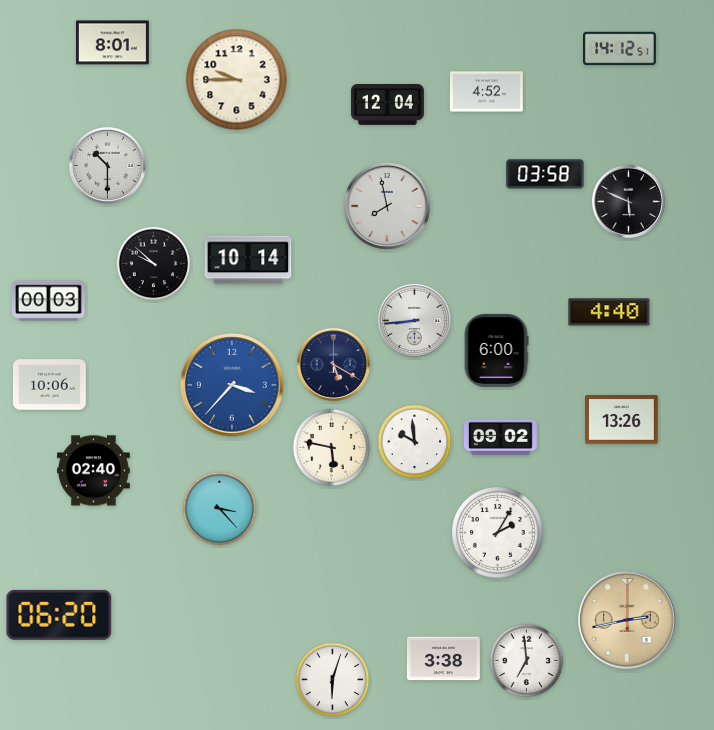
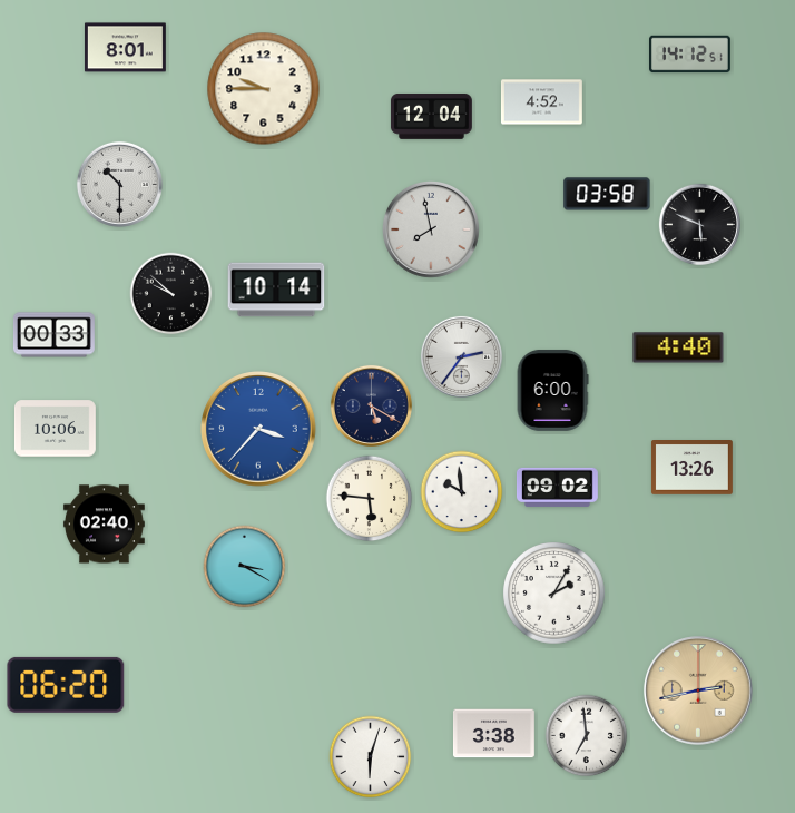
clock at (48, 301): 00:03 -> 00:33
clock at (414, 320): 8:44 -> 2:36
clock at (332, 448): 5:47 -> 5:46
clock at (220, 509): 3:23 -> 3:20
